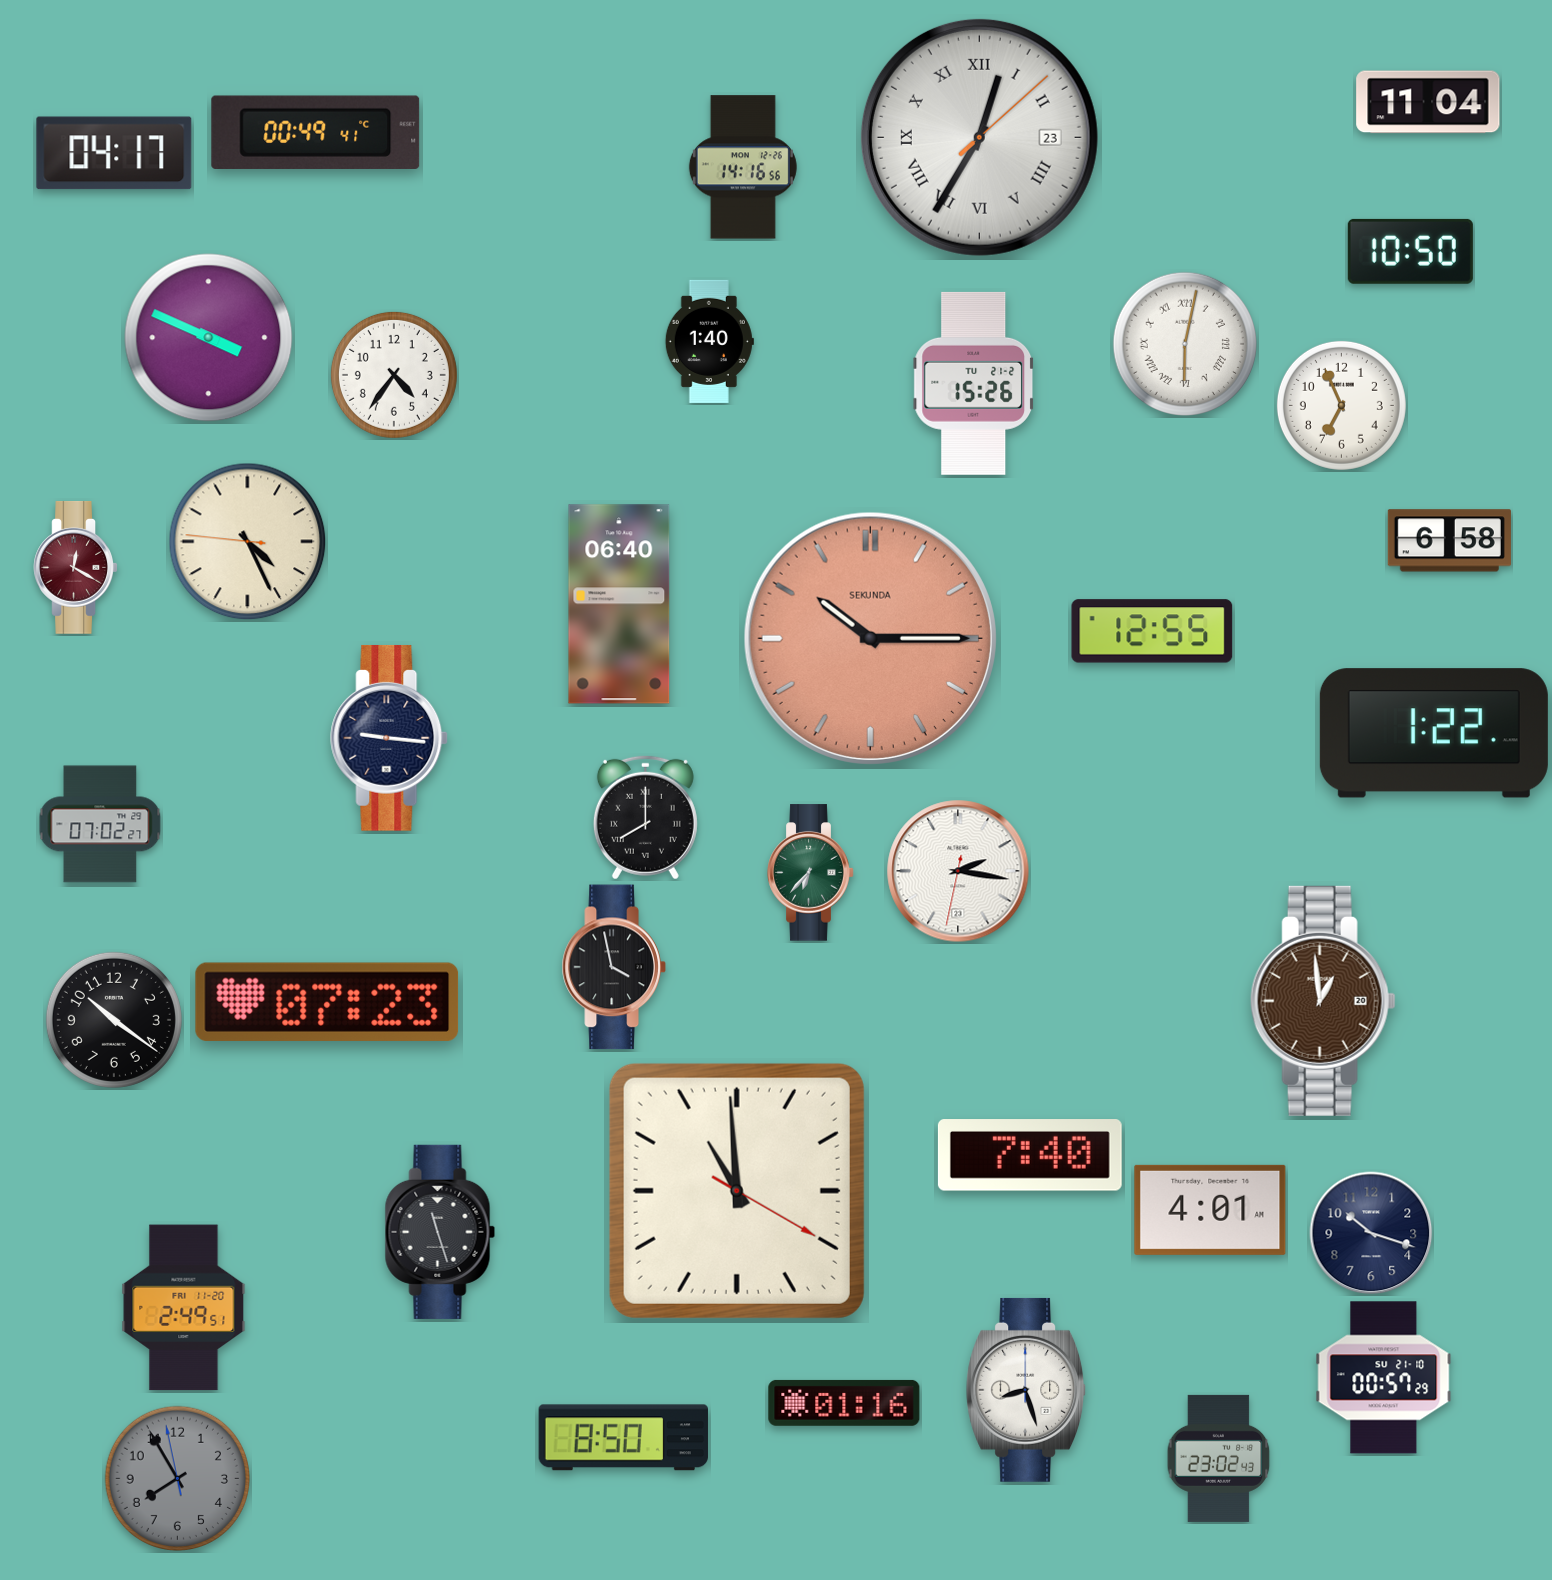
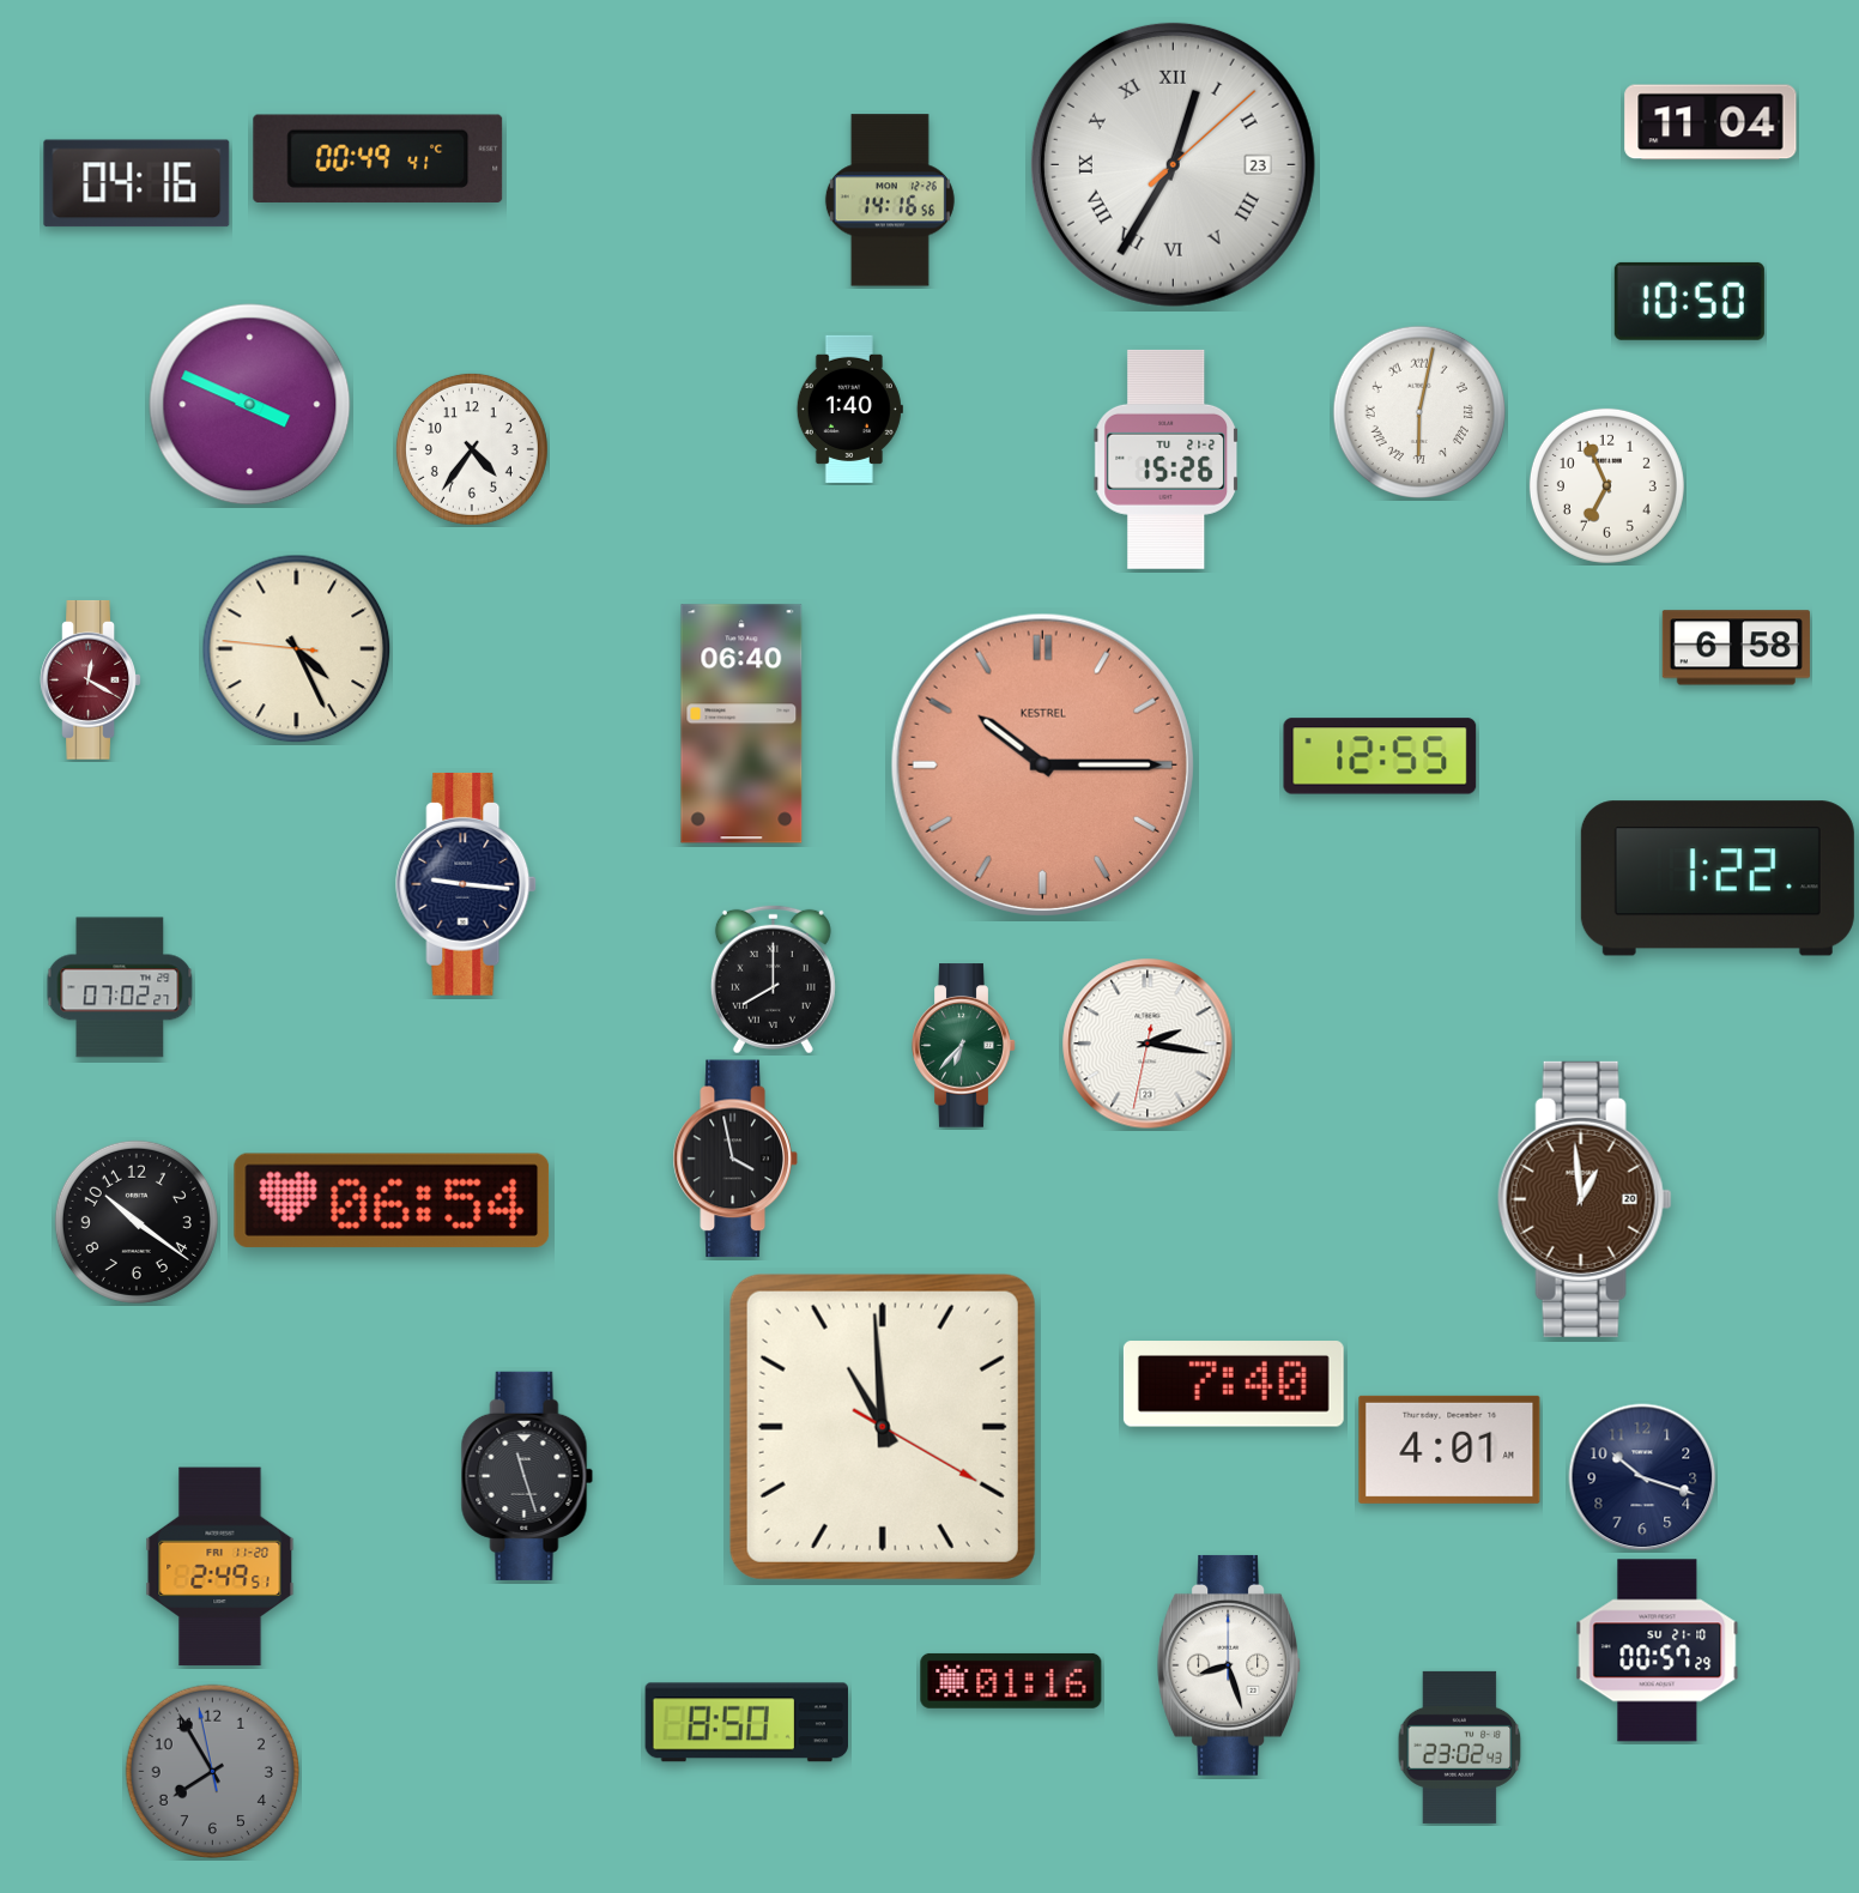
clock at (114, 153): 04:17 -> 04:16
clock at (870, 638) brand: SEKUNDA -> KESTREL
clock at (811, 873) position: (811, 873) -> (964, 1046)
clock at (327, 1002): 07:23 -> 06:54
